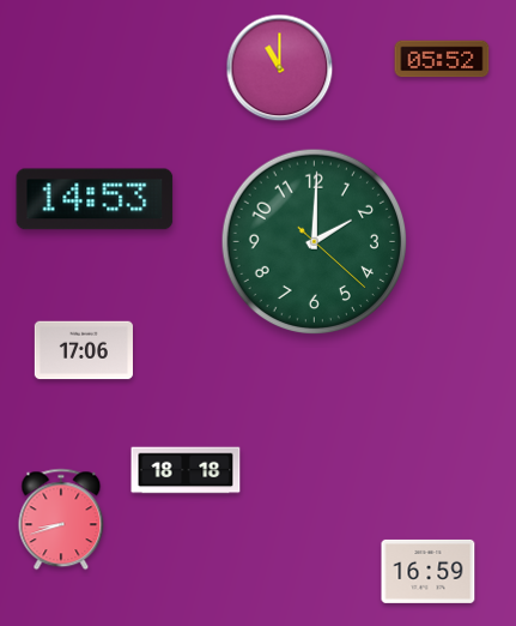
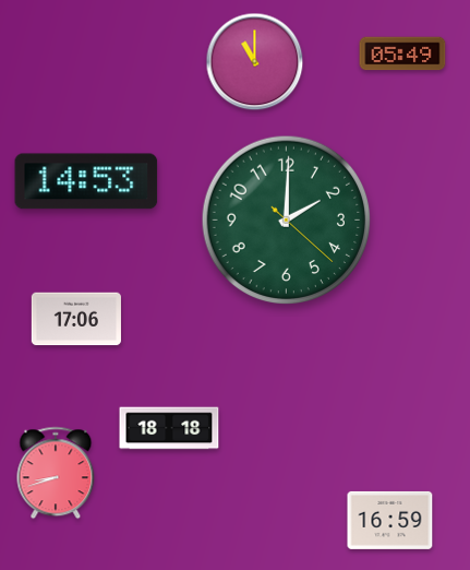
clock at (442, 59): 05:52 -> 05:49
